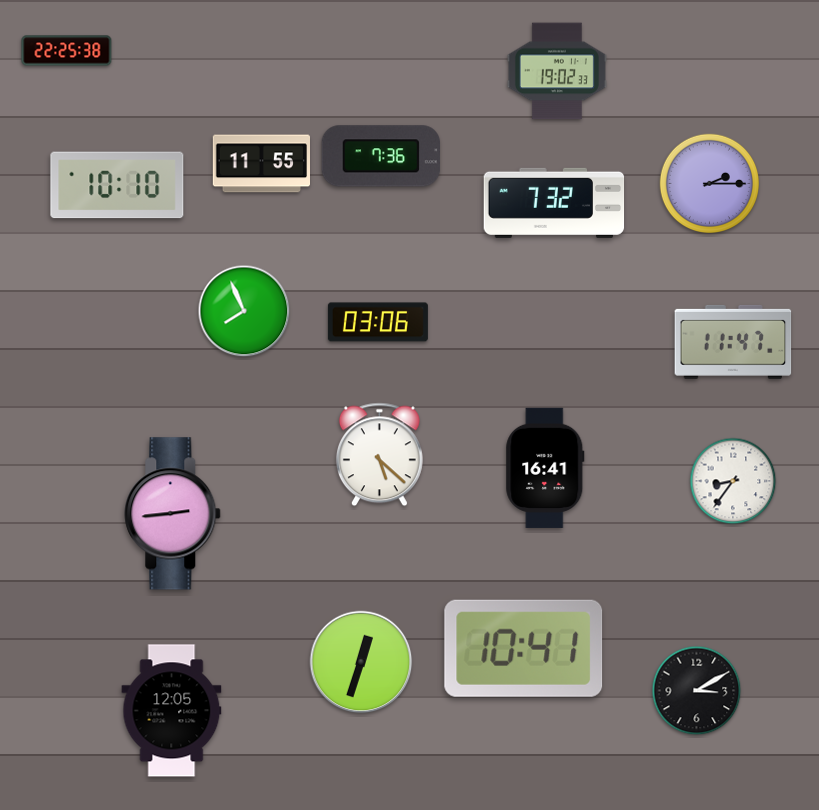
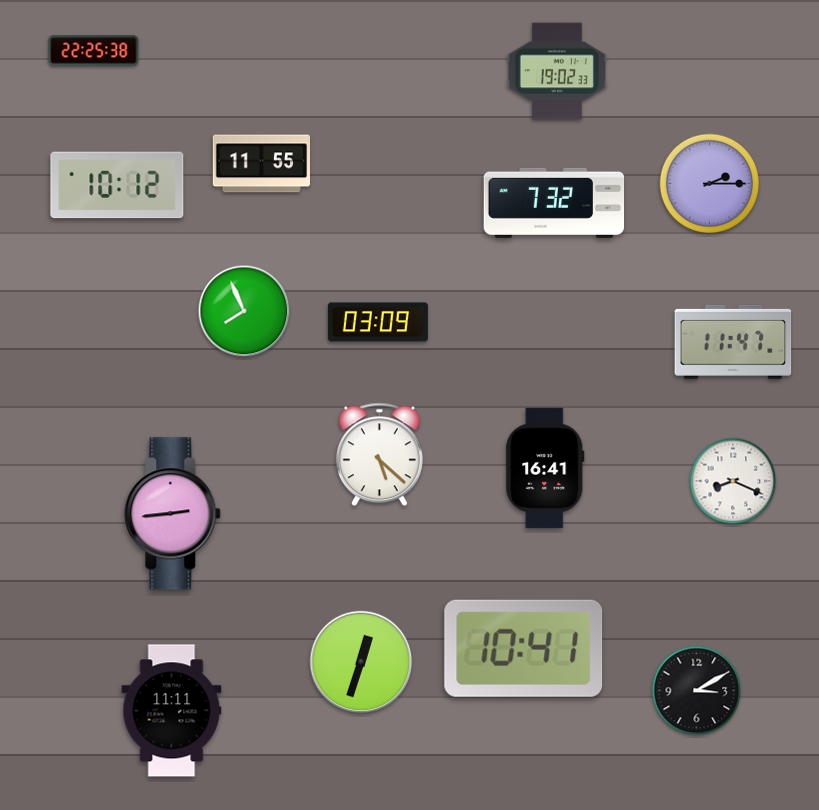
clock at (67, 51) position: (67, 51) -> (94, 51)
clock at (380, 156): 7:36 -> none
clock at (117, 185): 10:10 -> 10:12
clock at (378, 322): 03:06 -> 03:09
clock at (733, 481): 8:36 -> 8:19
clock at (172, 711): 12:05 -> 11:11
